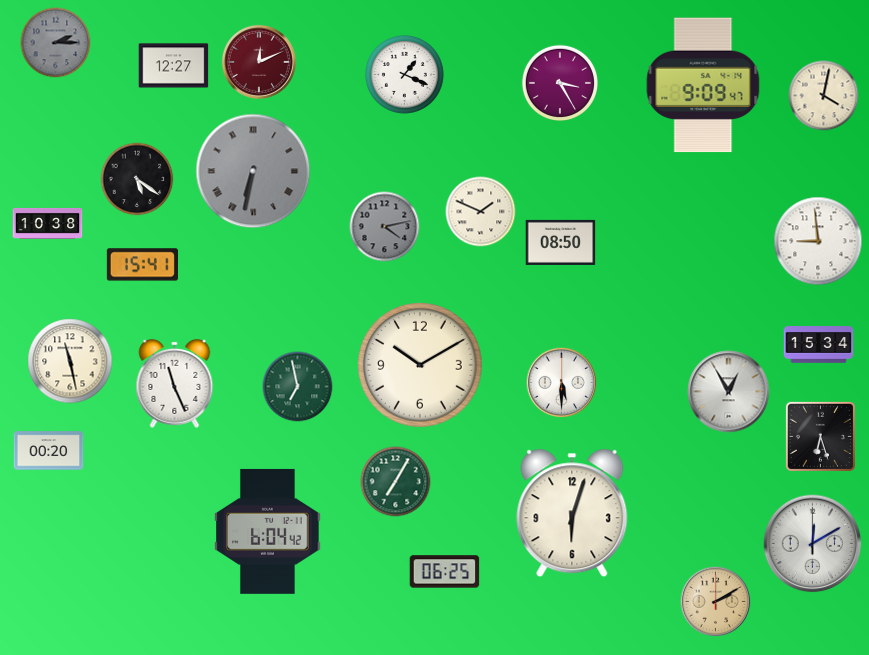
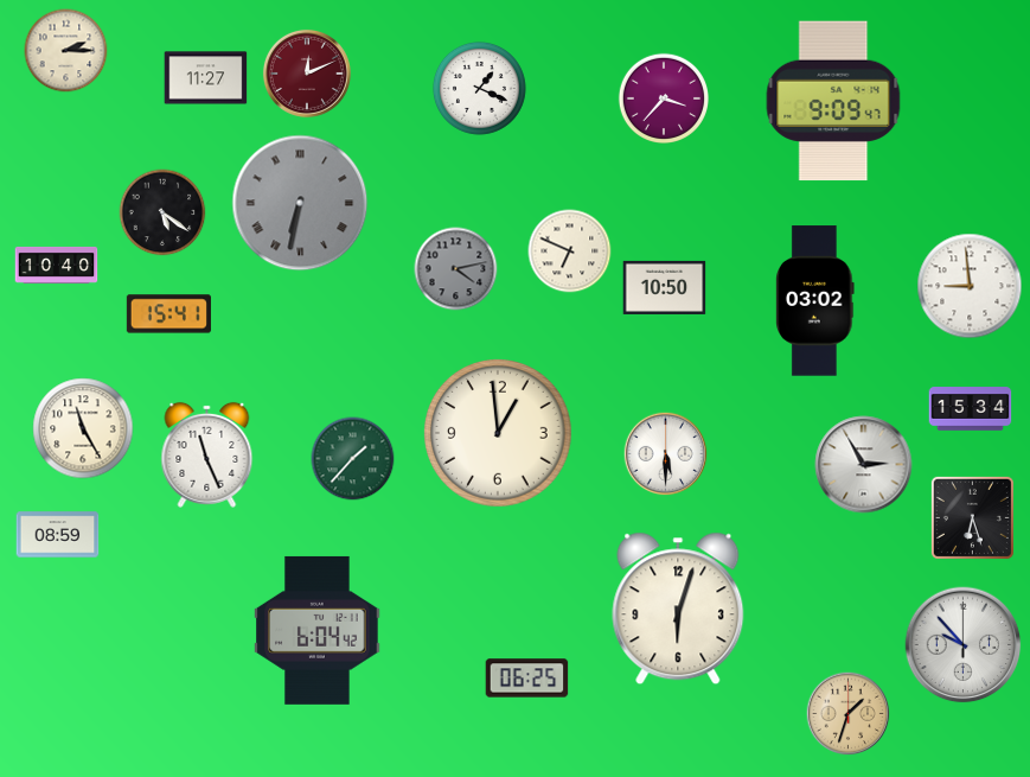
clock at (56, 43) dial: grey -> cream
clock at (174, 66): 12:27 -> 11:27
clock at (559, 82): 3:25 -> 3:37
clock at (824, 96): 4:02 -> none
clock at (481, 212): 1:49 -> 6:49
clock at (48, 224): 10:38 -> 10:40
clock at (561, 242): 08:50 -> 10:50
clock at (815, 301): none -> 03:02
clock at (70, 361): 11:28 -> 11:25
clock at (421, 366): 10:10 -> 12:59
clock at (298, 387): 6:58 -> 1:37
clock at (729, 392): 12:55 -> 2:55
clock at (49, 451): 00:20 -> 08:59
clock at (396, 482): 7:05 -> none
clock at (813, 544): 12:10 -> 9:53
clock at (716, 602): 2:10 -> 1:33
